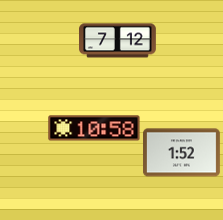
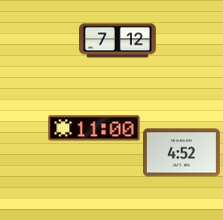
clock at (94, 128): 10:58 -> 11:00
clock at (182, 153): 1:52 -> 4:52
